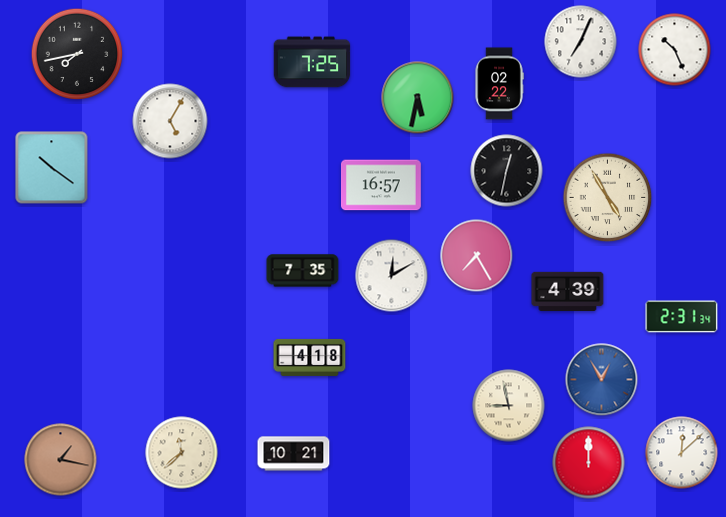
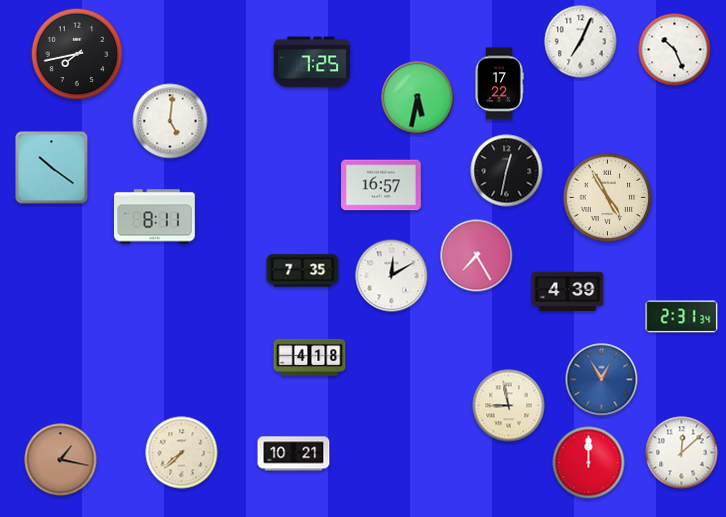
clock at (499, 84): 02:22 -> 17:22
clock at (170, 121): 5:05 -> 5:01
clock at (155, 217): none -> 8:11
clock at (182, 453): 11:38 -> 7:38
